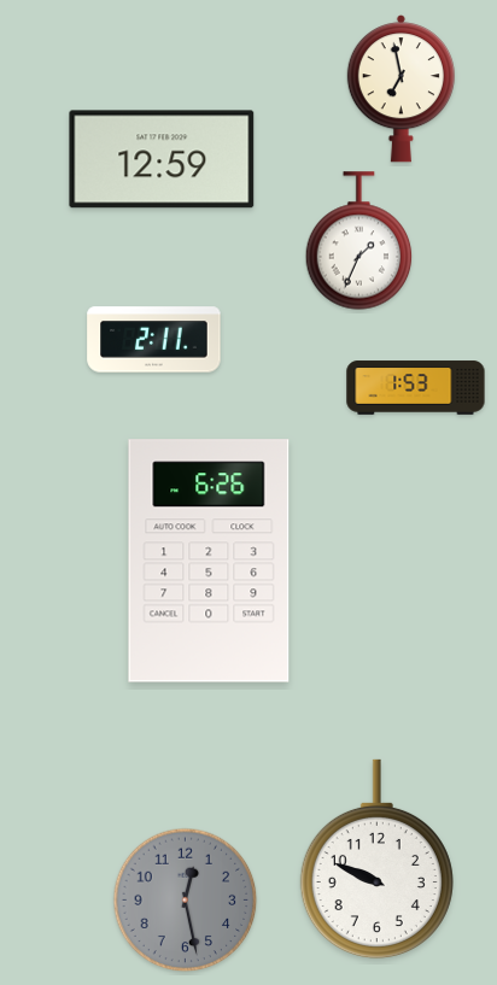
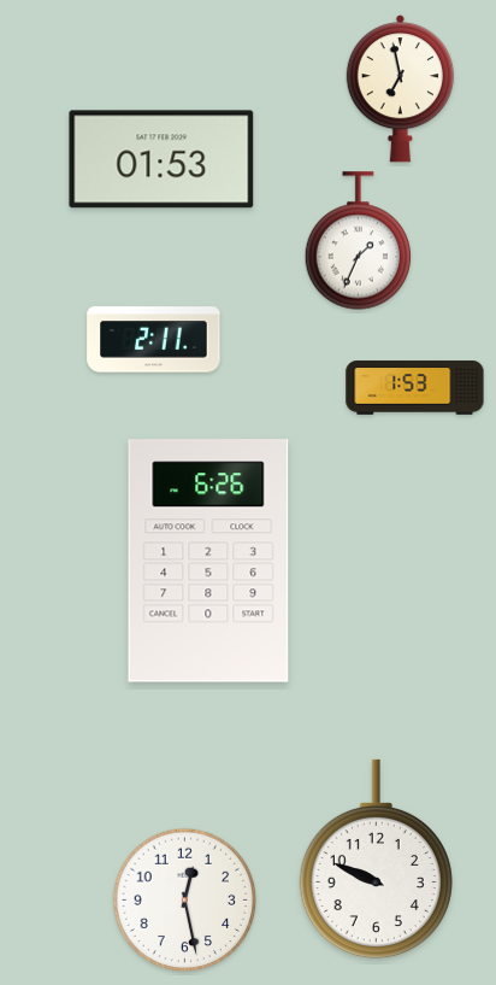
clock at (162, 159): 12:59 -> 01:53
clock at (186, 901) dial: grey -> white
